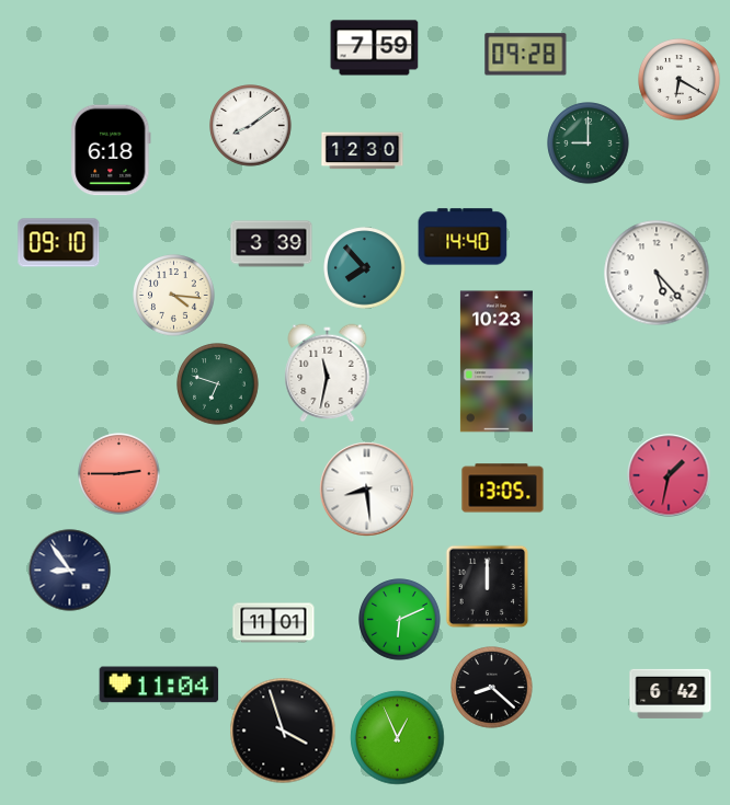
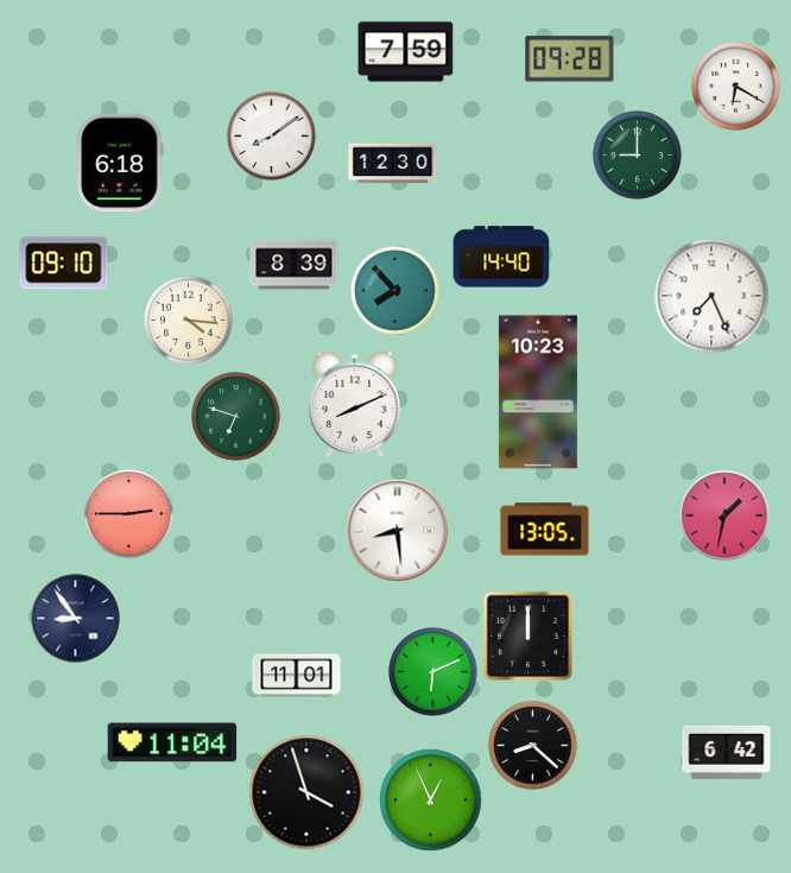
clock at (272, 244): 3:39 -> 8:39
clock at (657, 273): 5:23 -> 7:26
clock at (328, 373): 11:32 -> 8:11
